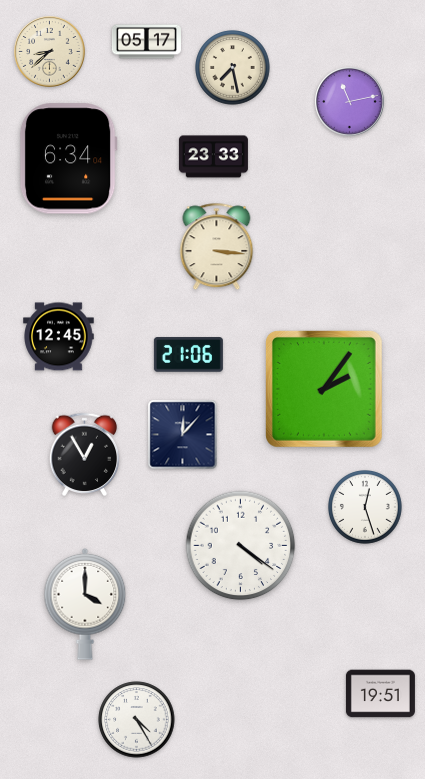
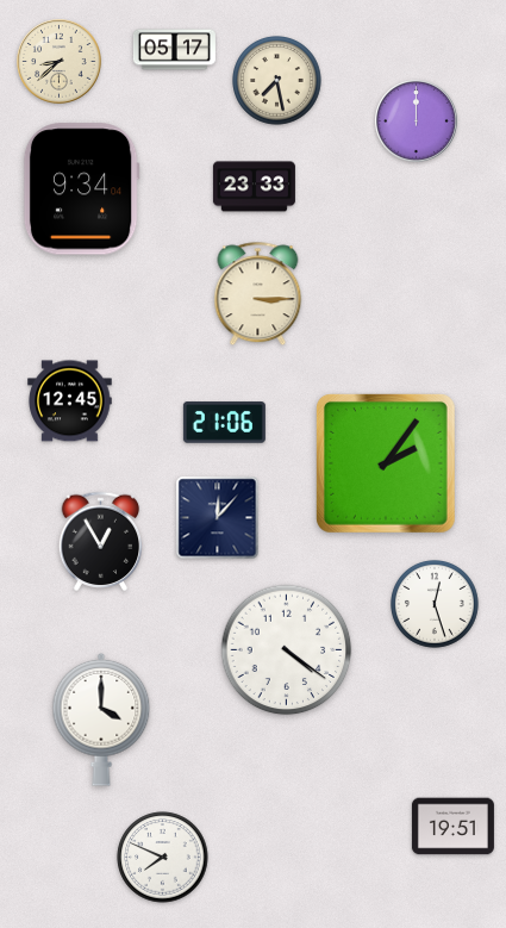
clock at (350, 102): 11:13 -> 12:00
clock at (68, 159): 6:34 -> 9:34
clock at (217, 247): 3:16 -> 3:15
clock at (137, 720): 4:25 -> 7:49
